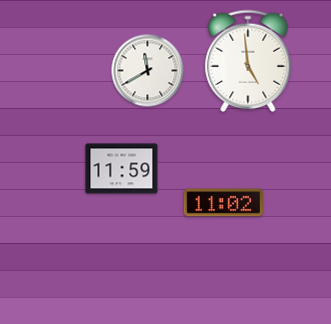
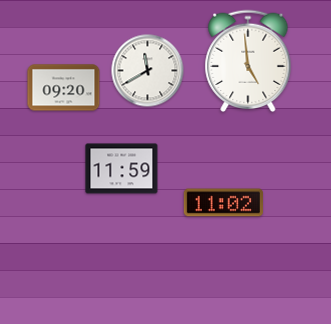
clock at (64, 88): none -> 09:20
